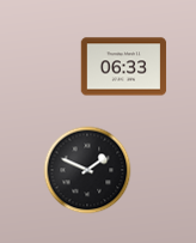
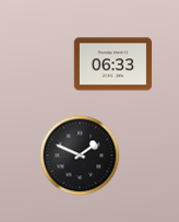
clock at (124, 67) position: (124, 67) -> (114, 65)
